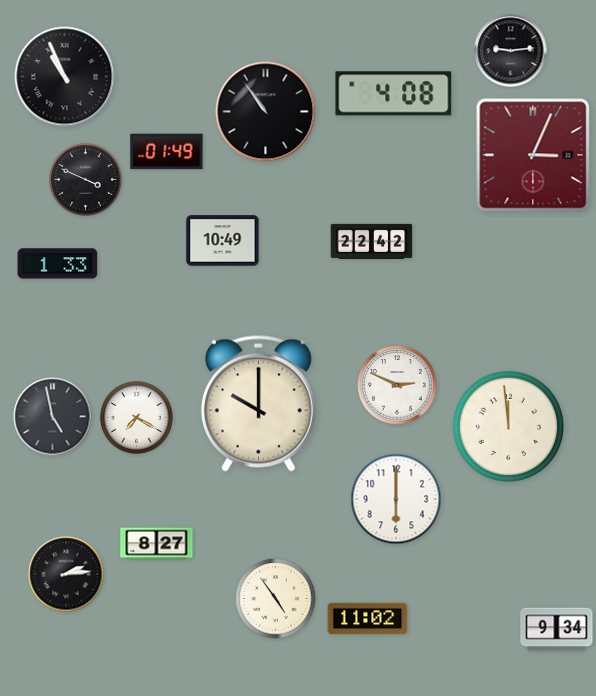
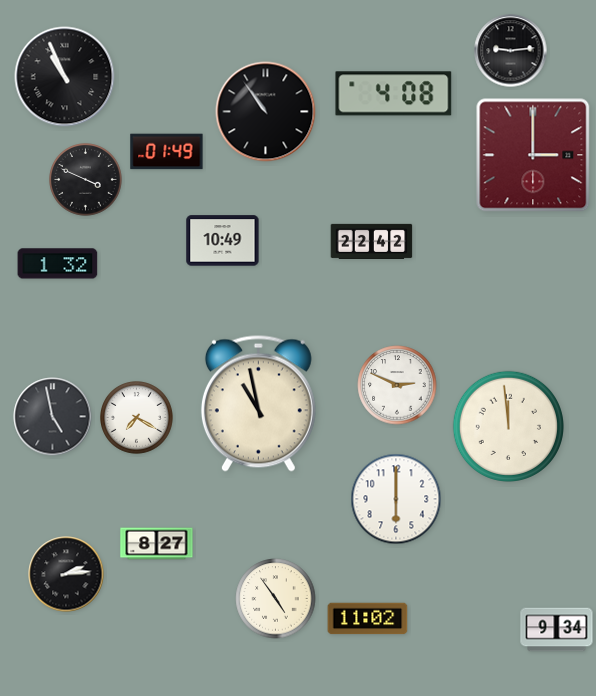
clock at (533, 155): 3:04 -> 3:00
clock at (58, 264): 1:33 -> 1:32
clock at (258, 403): 10:00 -> 10:58
